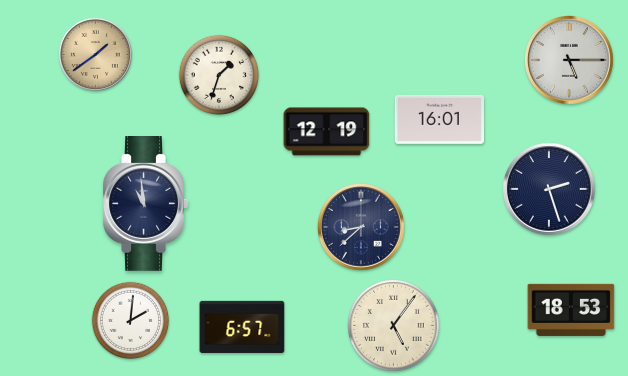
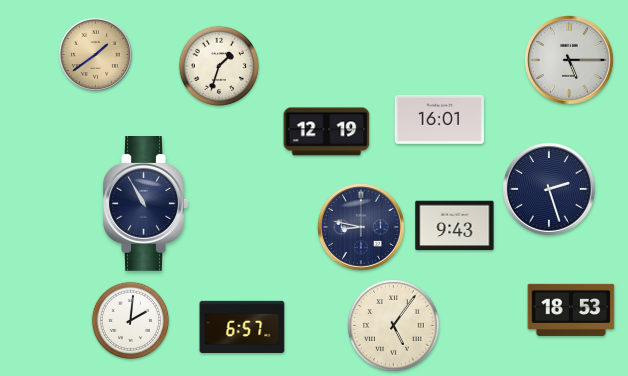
clock at (219, 75) position: (219, 75) -> (219, 66)
clock at (145, 204): 10:59 -> 10:55
clock at (455, 226): none -> 9:43
clock at (362, 228): 8:38 -> 8:47
